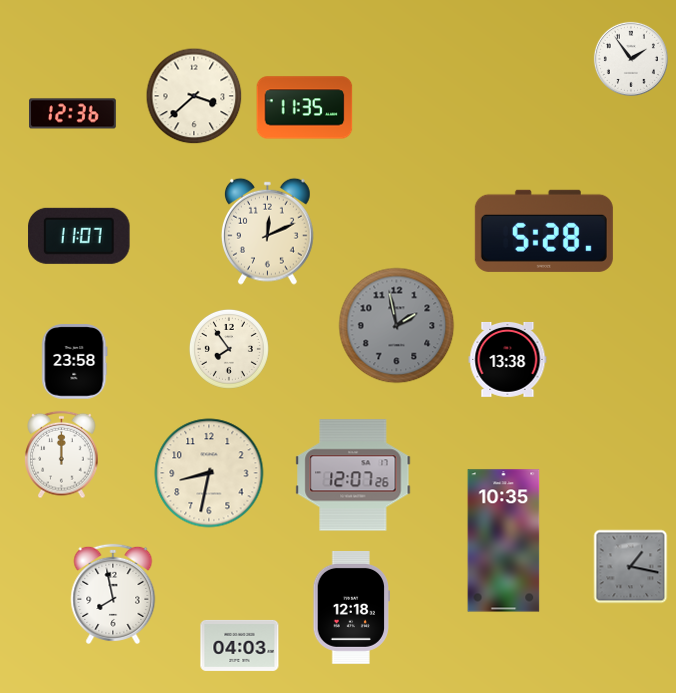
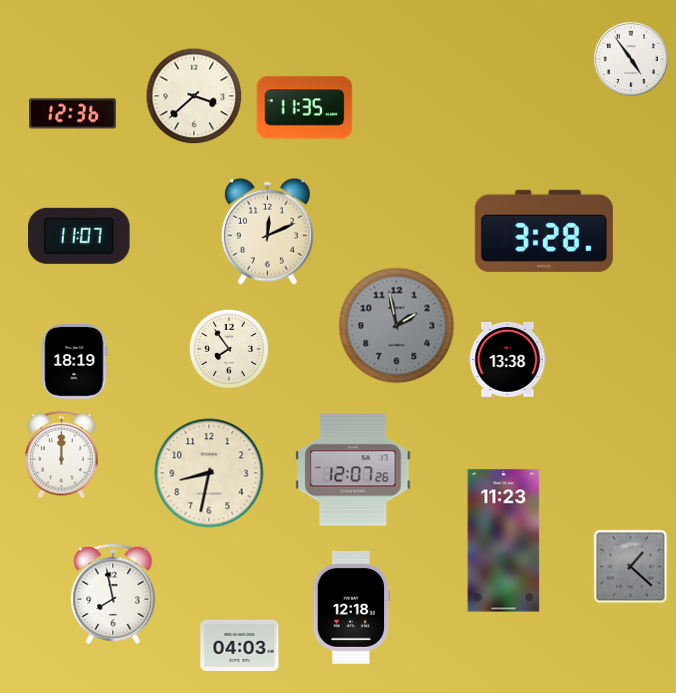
clock at (631, 59): 1:54 -> 4:54
clock at (544, 231): 5:28 -> 3:28
clock at (75, 362): 23:58 -> 18:19
clock at (353, 475) position: (353, 475) -> (353, 470)
clock at (504, 541): 10:35 -> 11:23
clock at (631, 567): 1:17 -> 1:22
